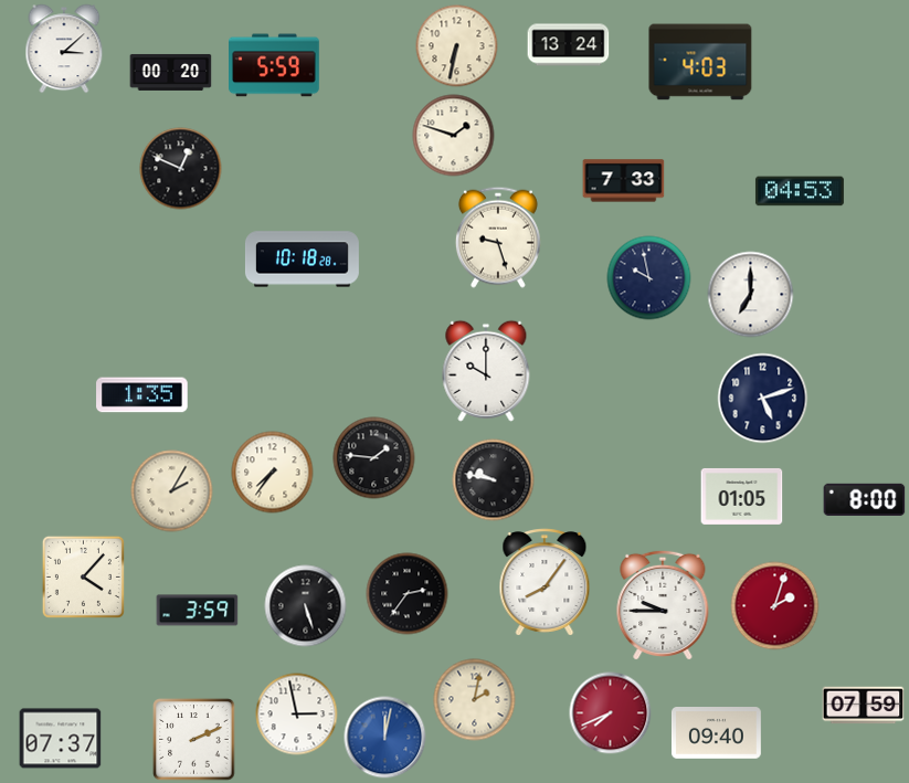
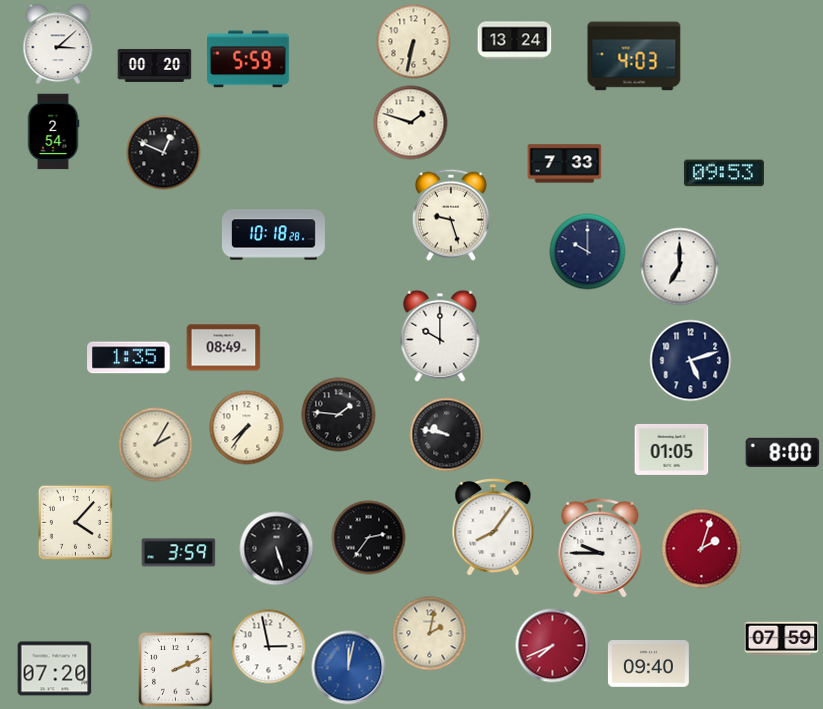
clock at (53, 132): none -> 2:54
clock at (800, 191): 04:53 -> 09:53
clock at (649, 278): 9:58 -> 10:00
clock at (224, 348): none -> 08:49
clock at (61, 739): 07:37 -> 07:20
